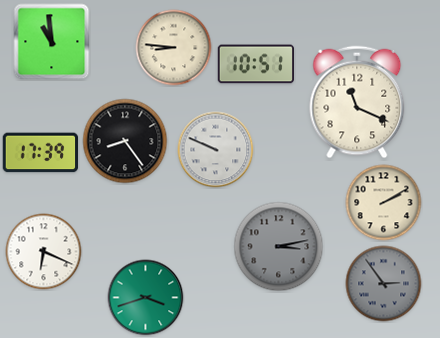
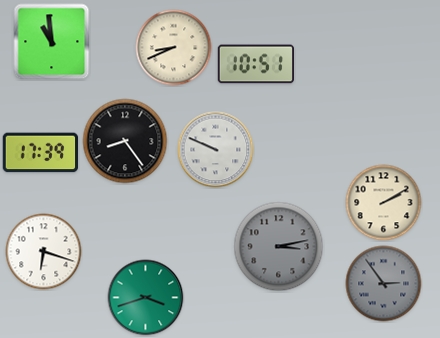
clock at (174, 48): 8:46 -> 8:41
clock at (357, 102): 11:19 -> none
clock at (44, 252): 6:19 -> 6:18
